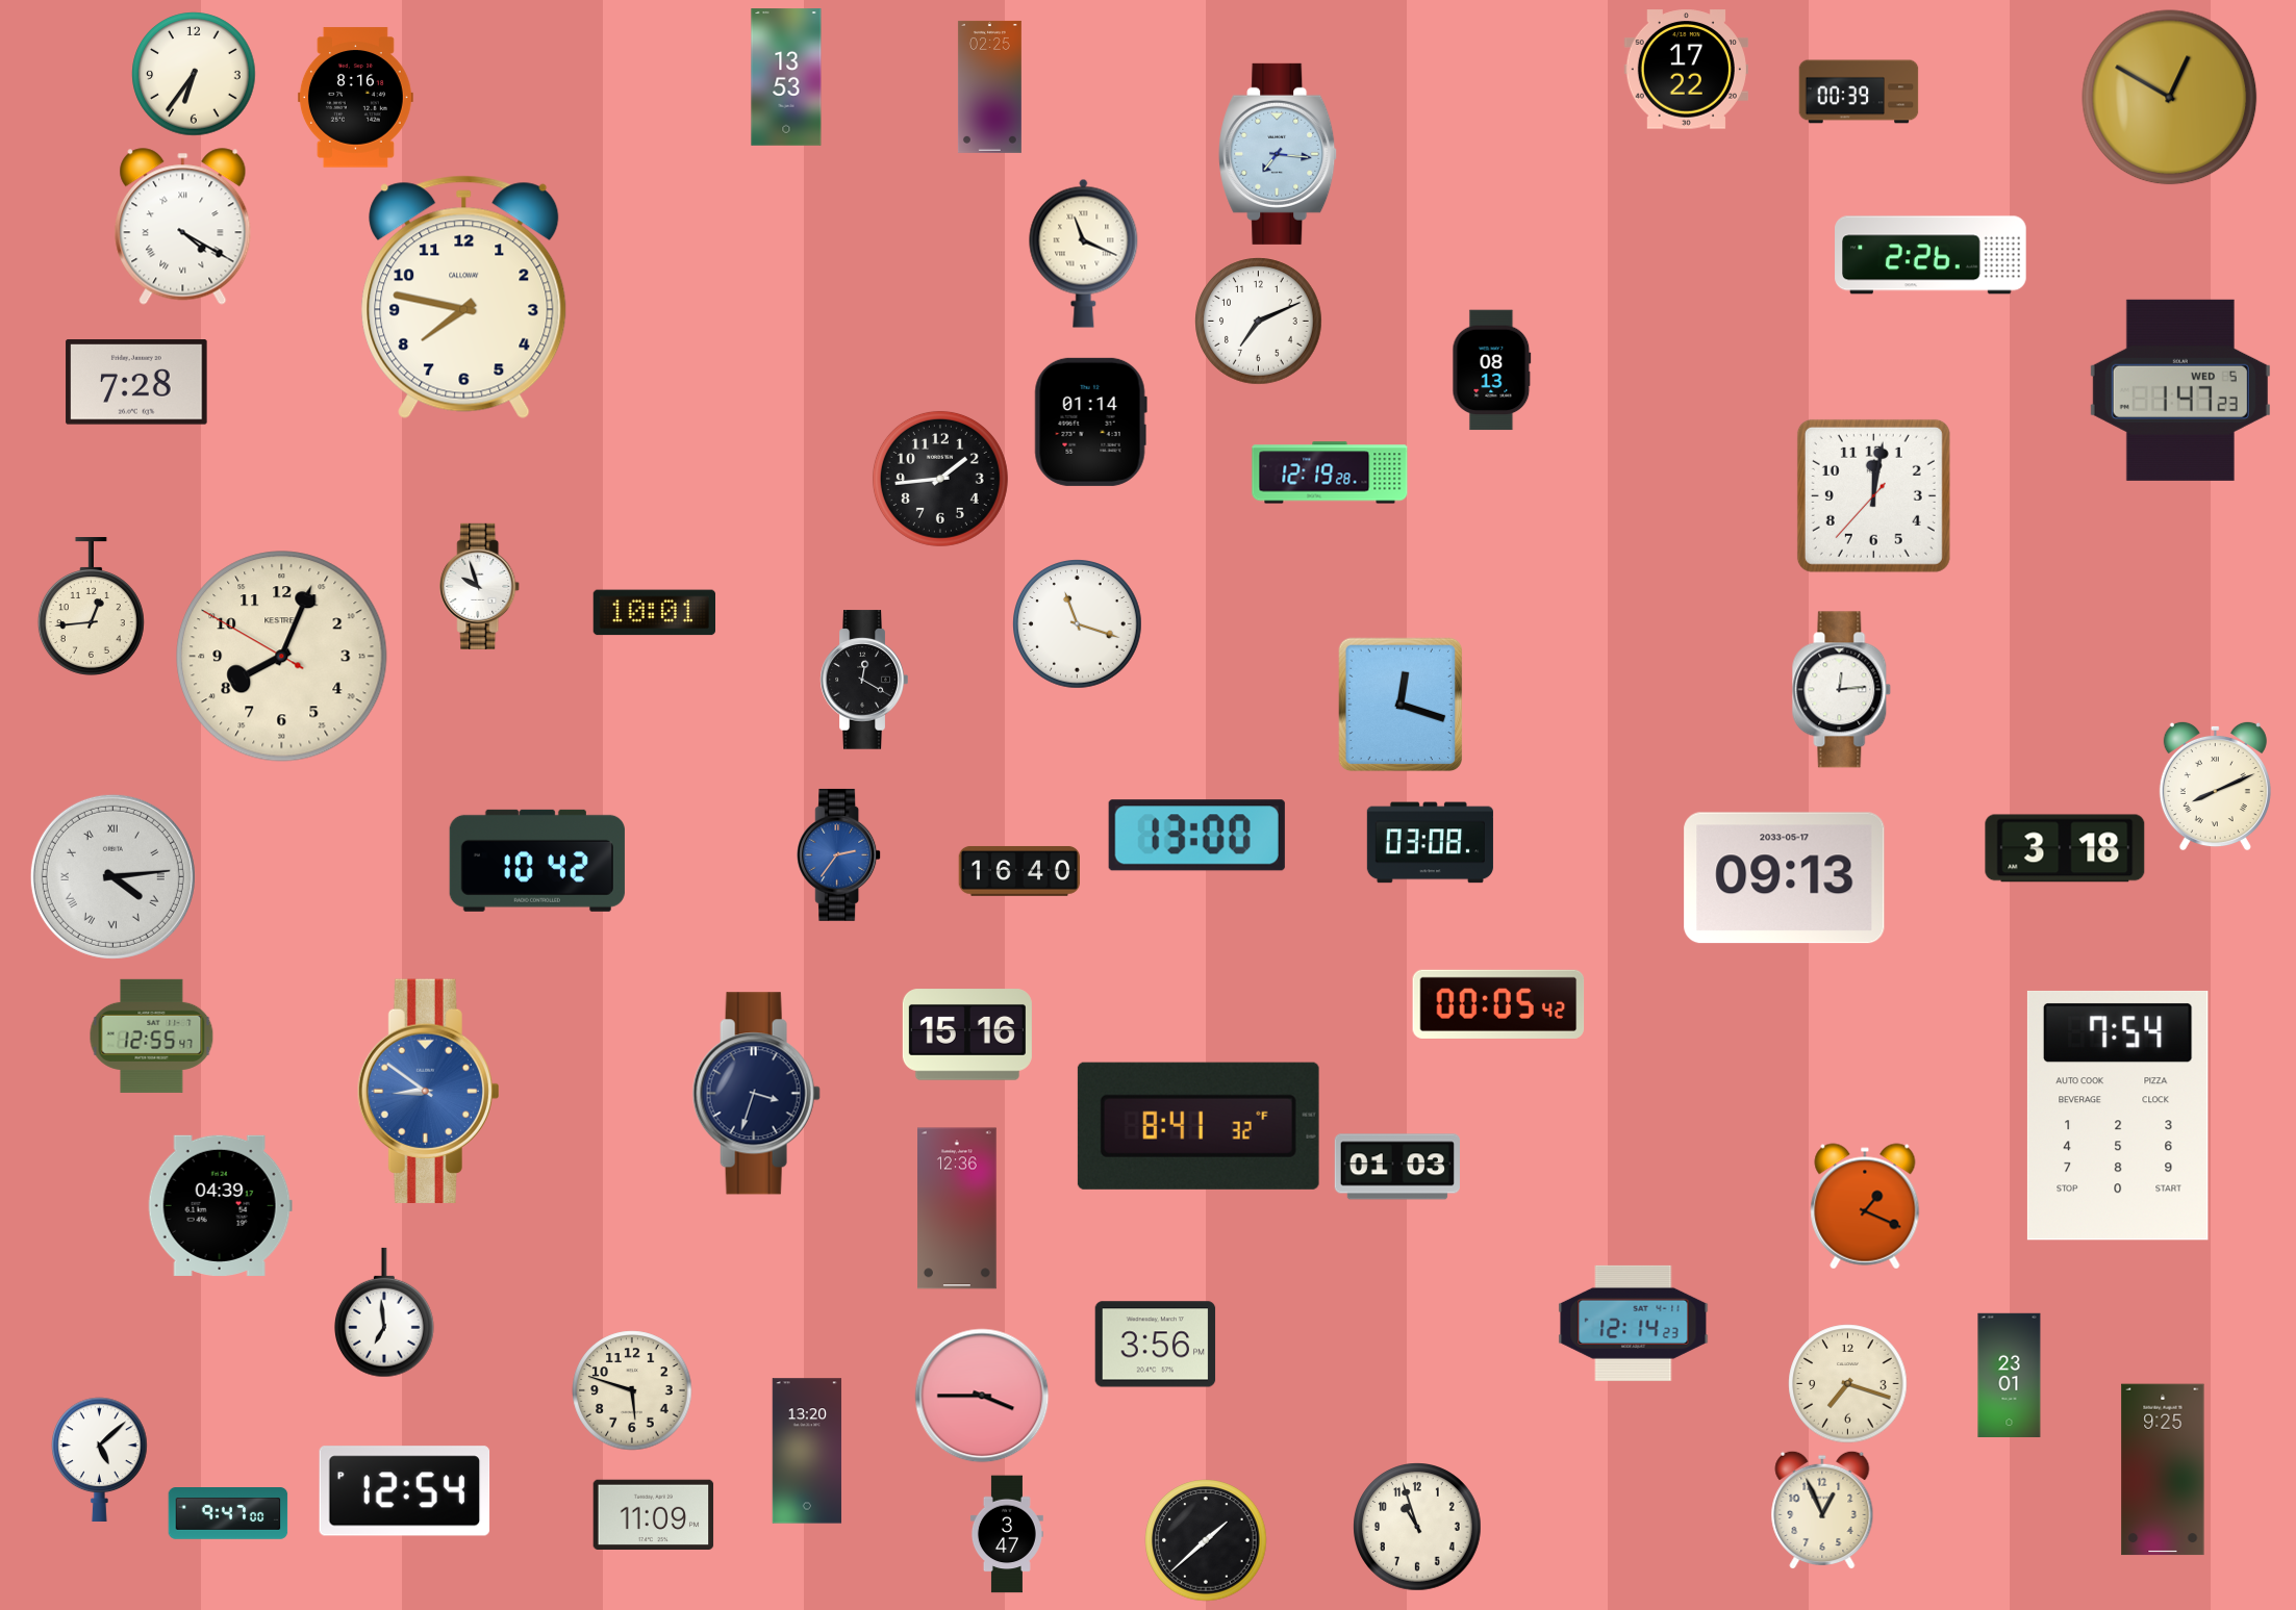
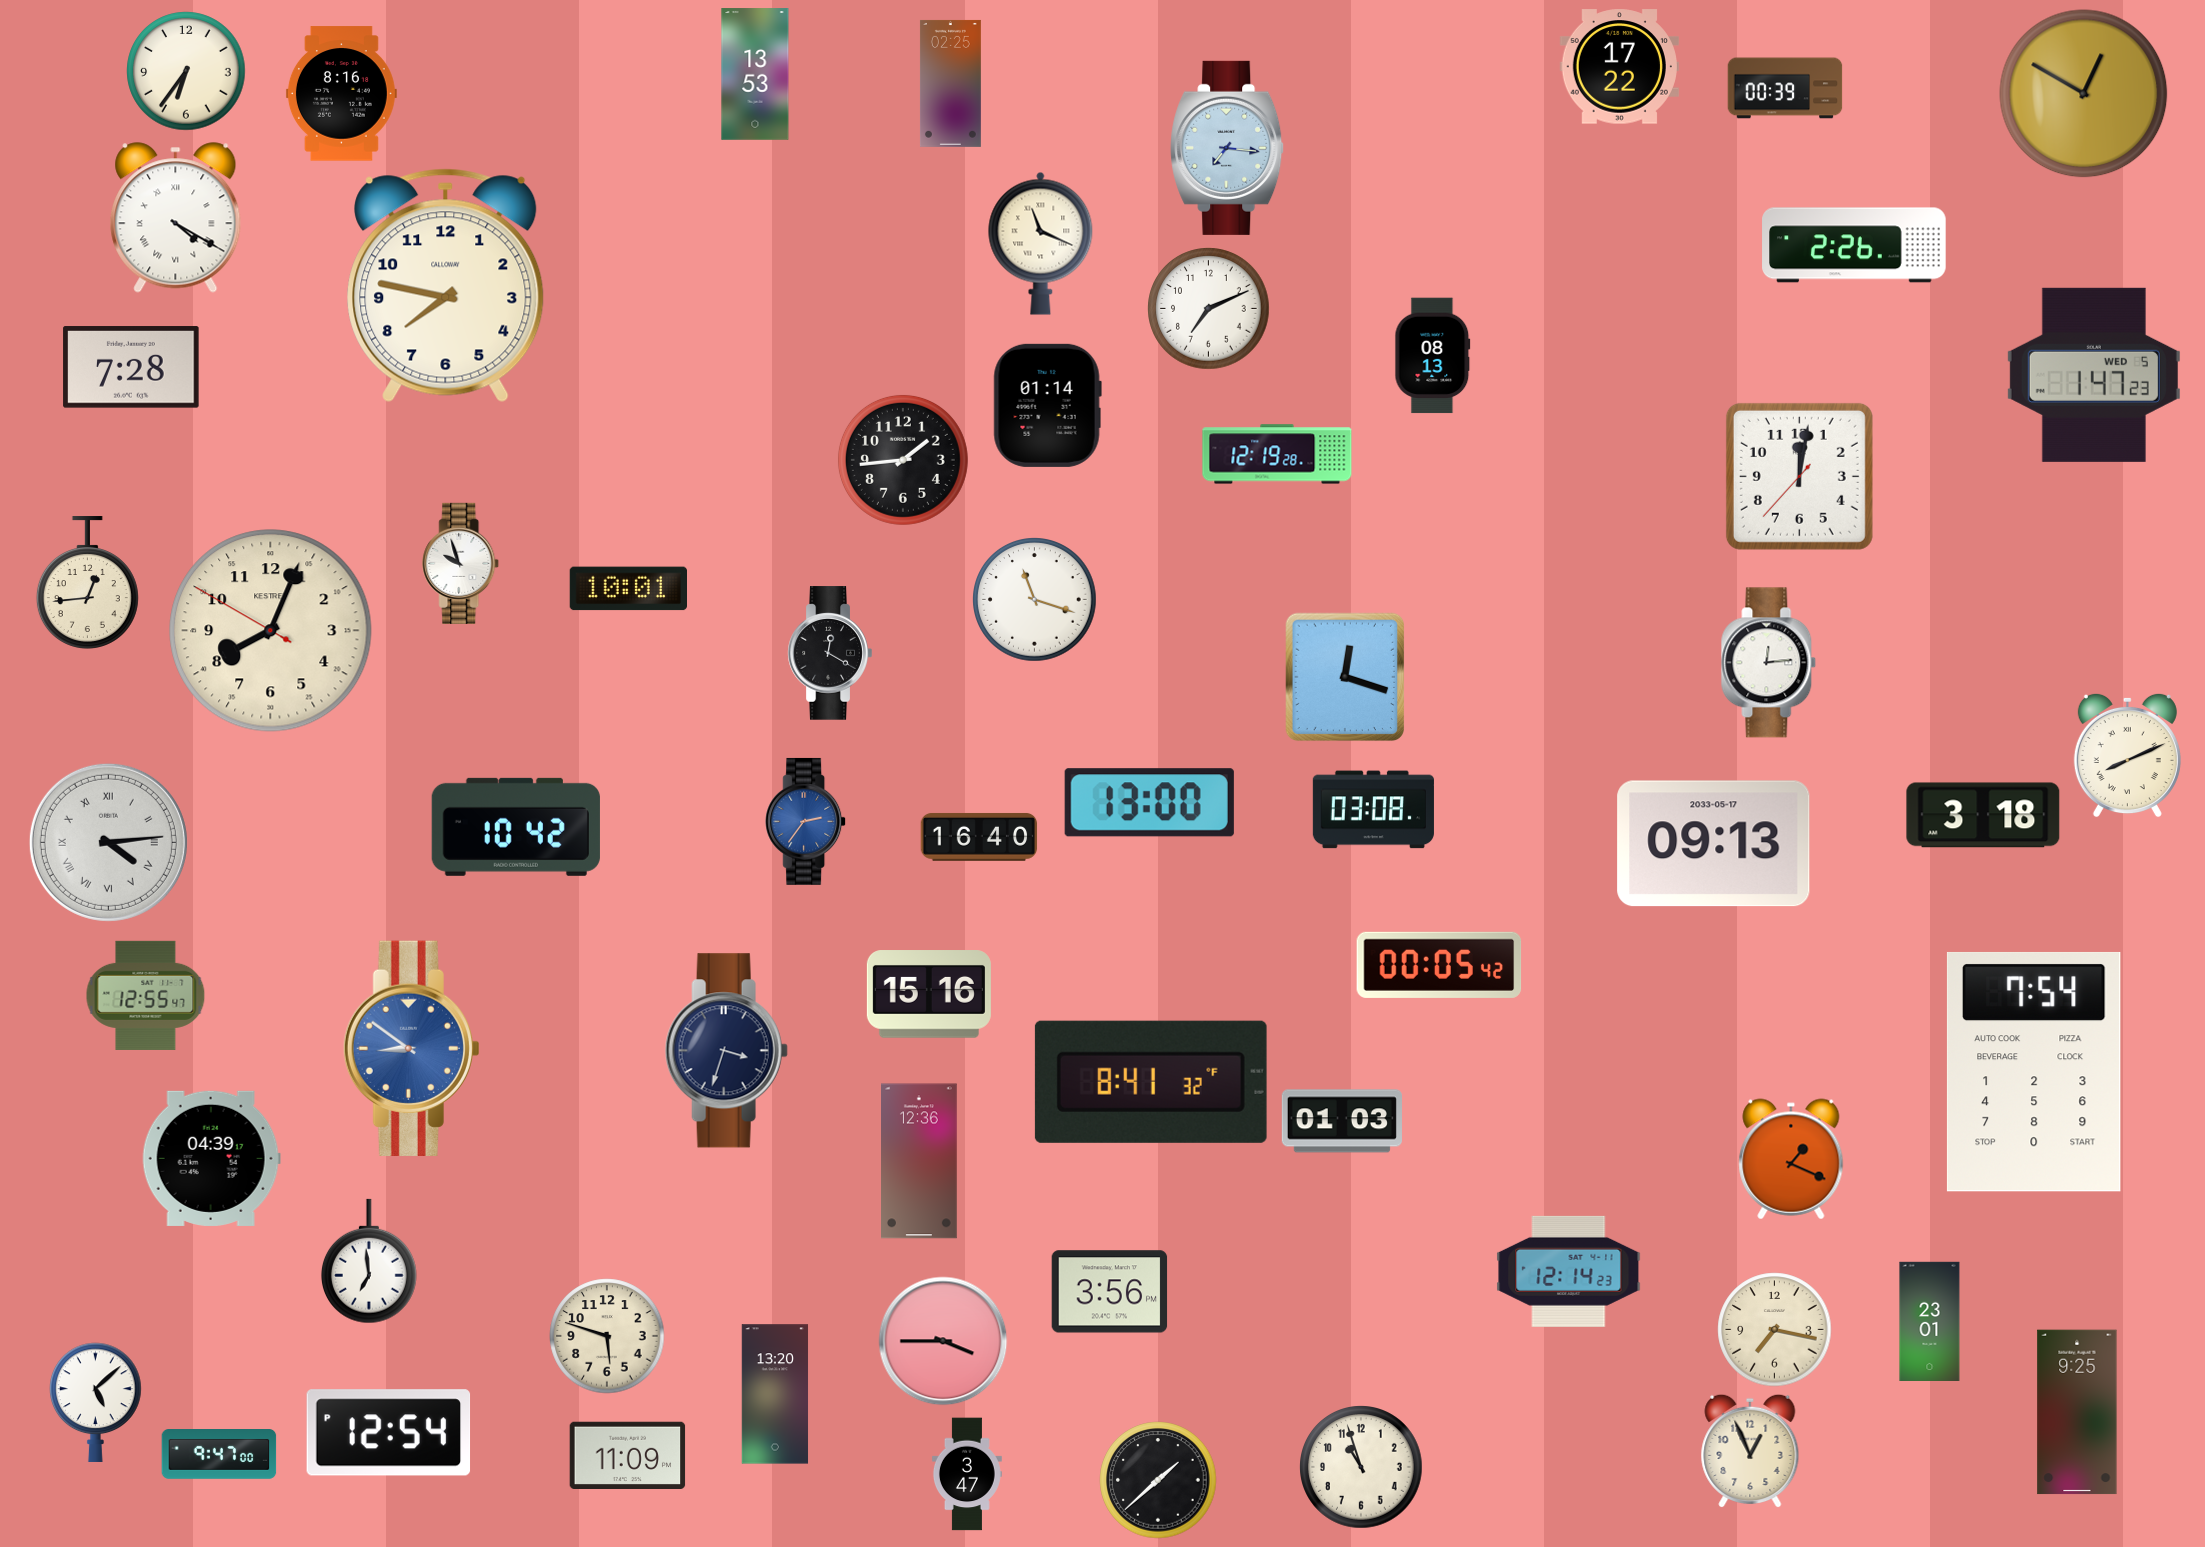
clock at (1848, 1384): 7:18 -> 7:17
